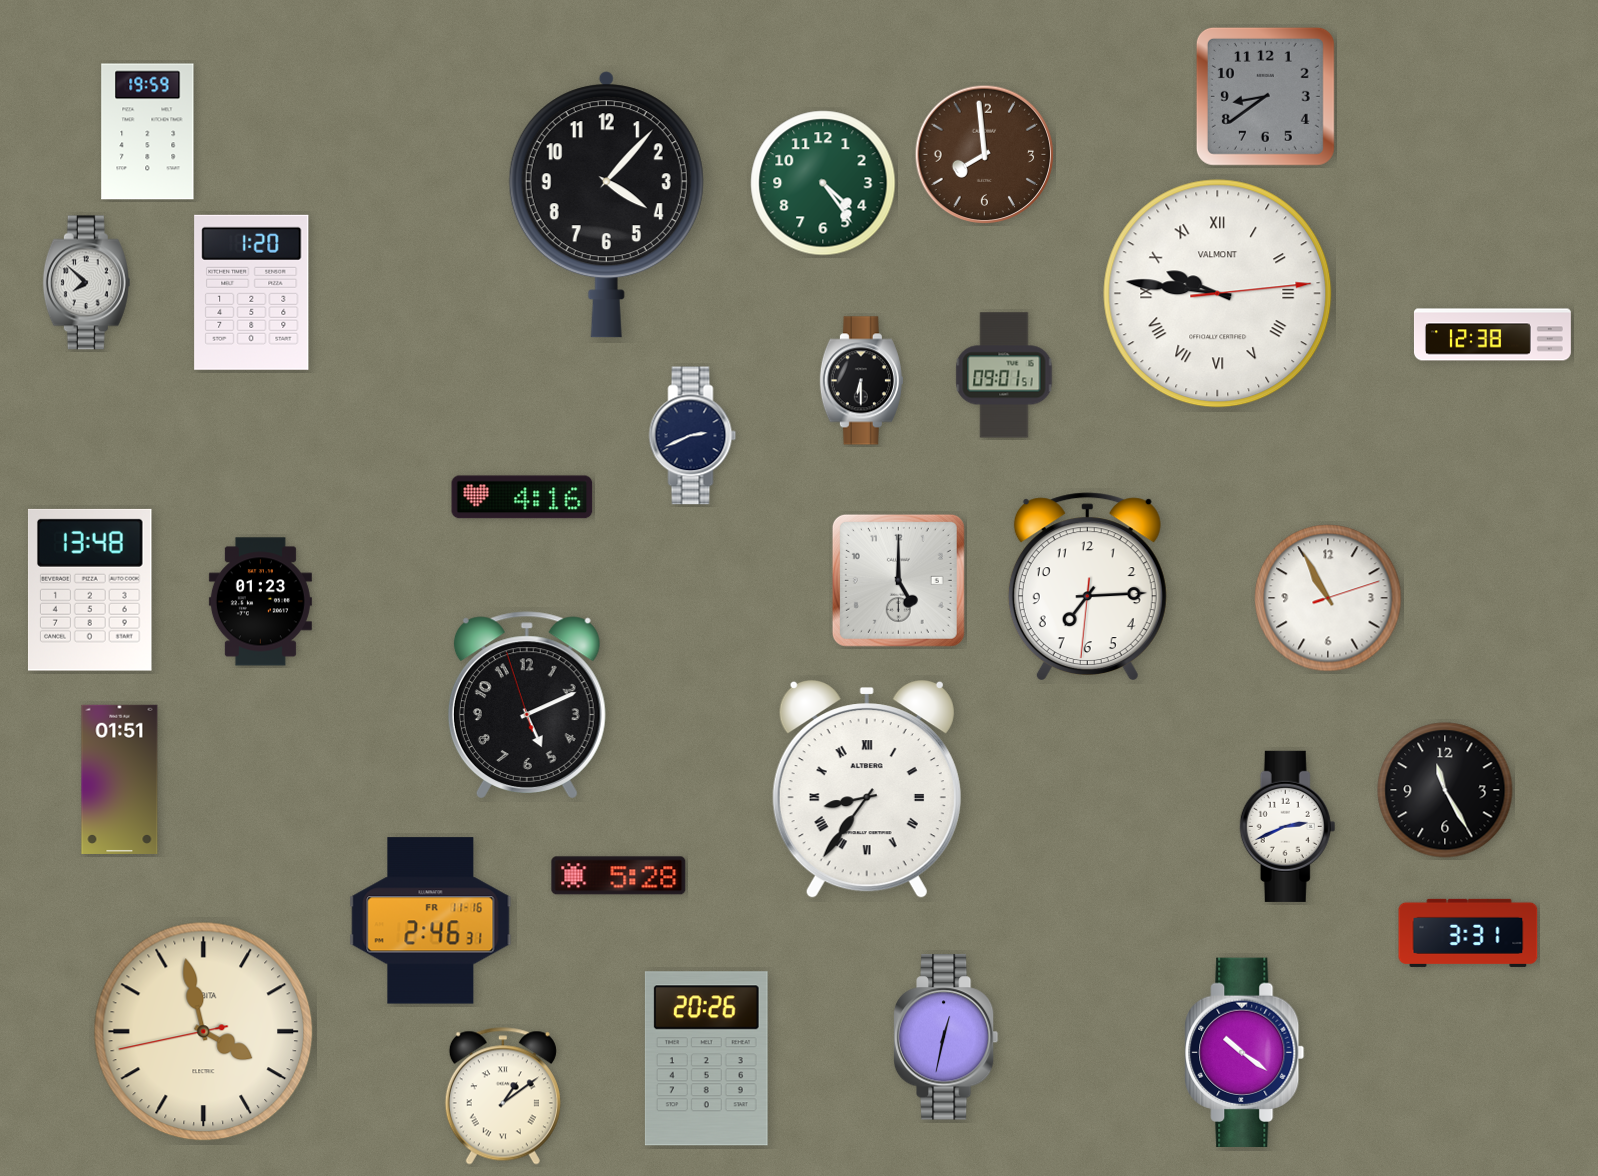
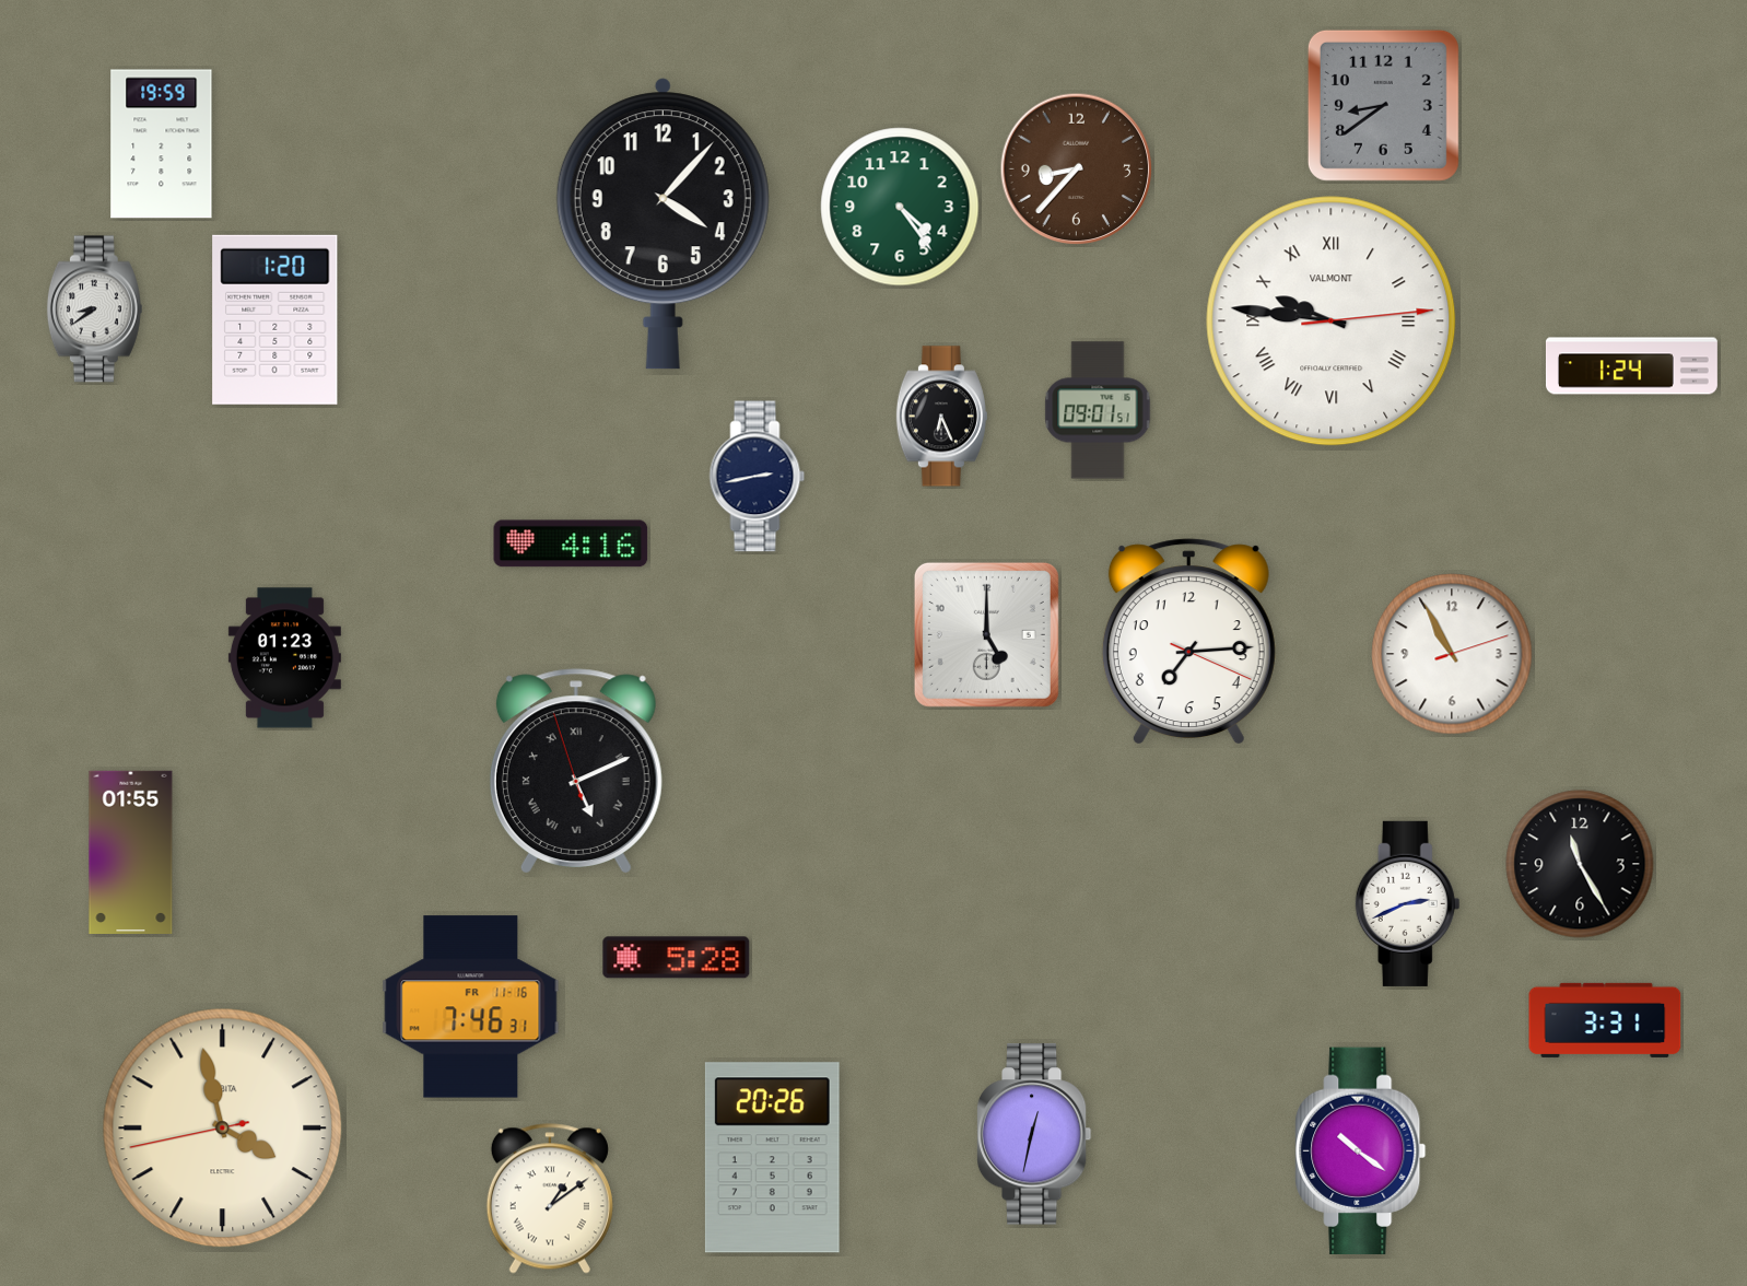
clock at (985, 155): 7:59 -> 8:37
clock at (823, 183) position: (823, 183) -> (900, 207)
clock at (86, 283): 7:52 -> 8:39
clock at (1492, 335): 12:38 -> 1:24
clock at (861, 381): 6:30 -> 6:26
clock at (693, 436): 2:41 -> 2:43
clock at (898, 580) position: (898, 580) -> (986, 634)
clock at (1087, 586): 7:14:31 -> 7:14:19
clock at (90, 590): 13:48 -> none
clock at (527, 705) numerals: Arabic -> Roman
clock at (120, 779): 01:51 -> 01:55
clock at (867, 790): 8:36 -> none
clock at (431, 921): 2:46 -> 7:46
